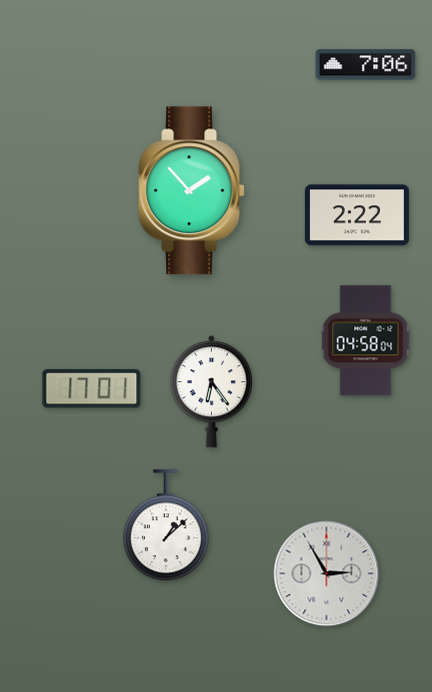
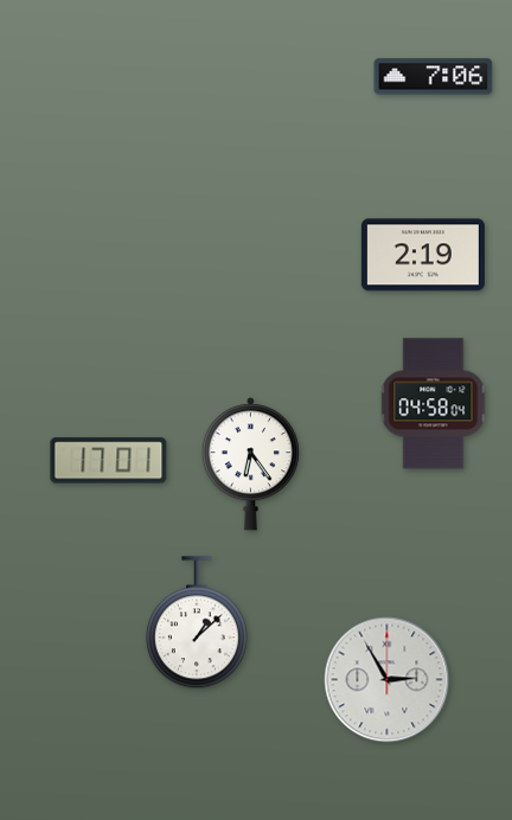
clock at (191, 191): 1:53 -> none
clock at (357, 215): 2:22 -> 2:19
